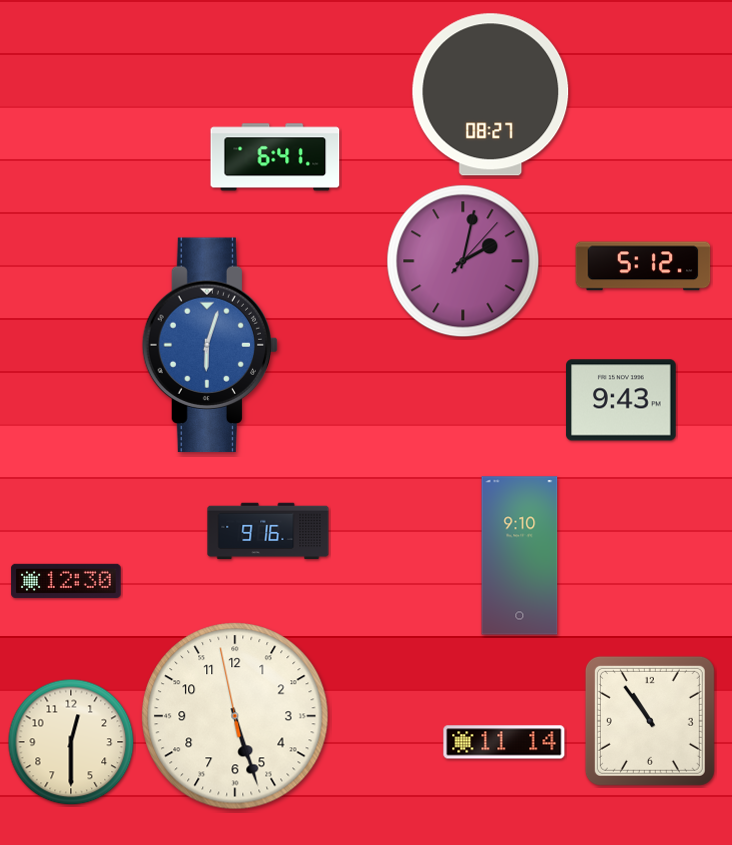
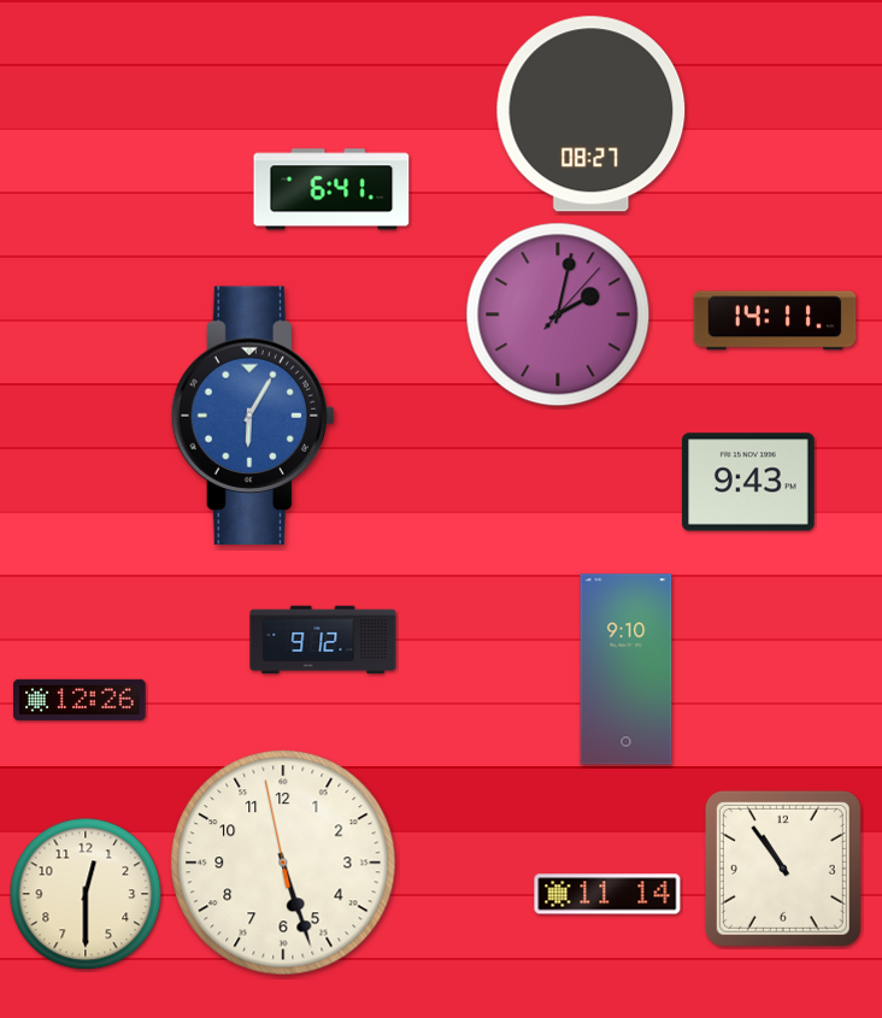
clock at (643, 266): 5:12 -> 14:11
clock at (210, 345): 6:03 -> 6:05
clock at (268, 531): 9:16 -> 9:12
clock at (66, 581): 12:30 -> 12:26
